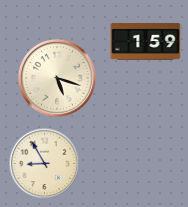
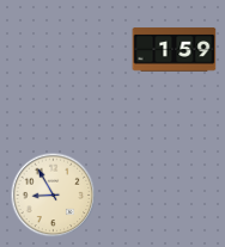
clock at (57, 78): 5:18 -> none
